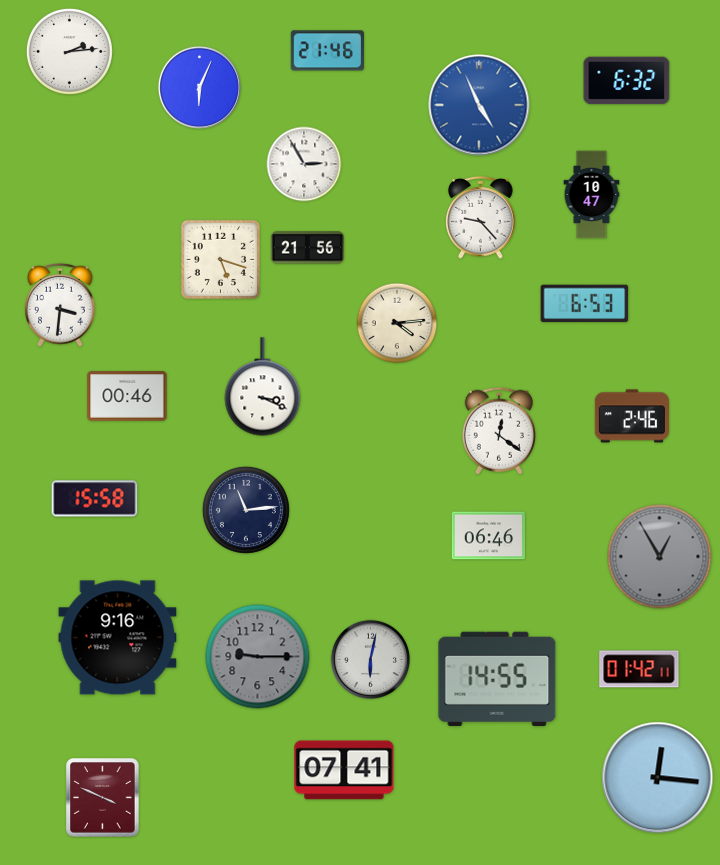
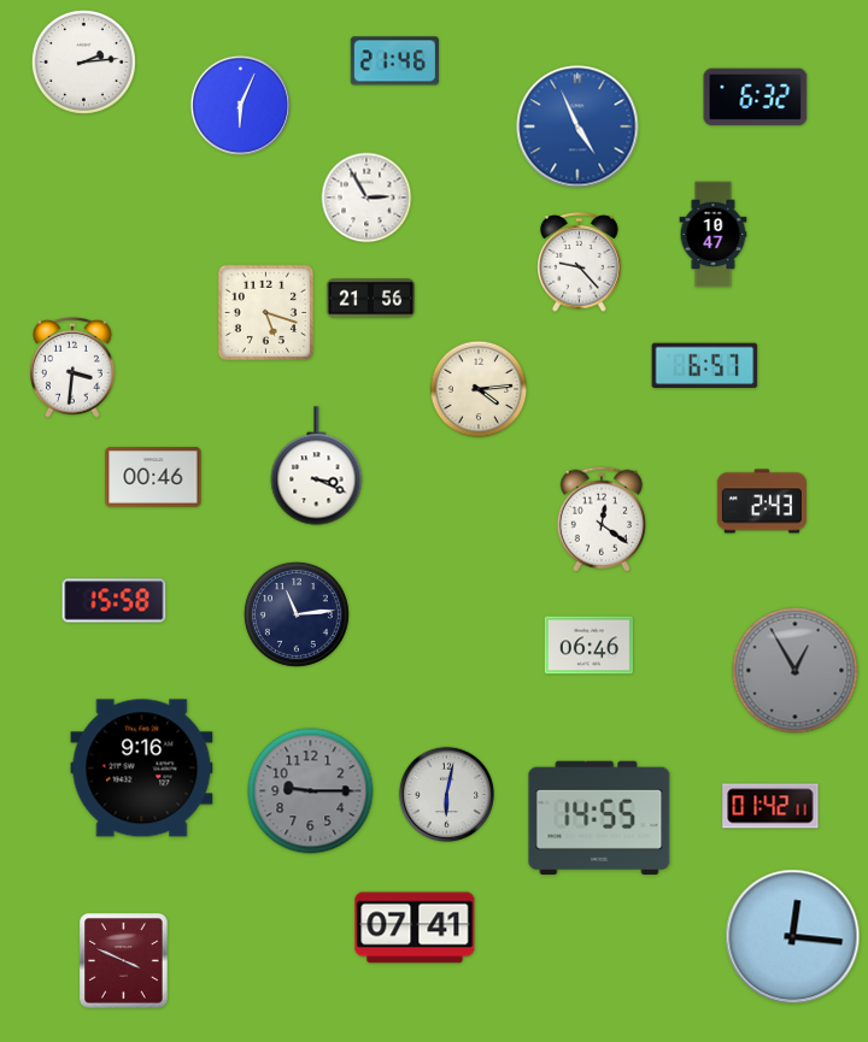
clock at (585, 304): 6:53 -> 6:57
clock at (632, 416): 2:46 -> 2:43
